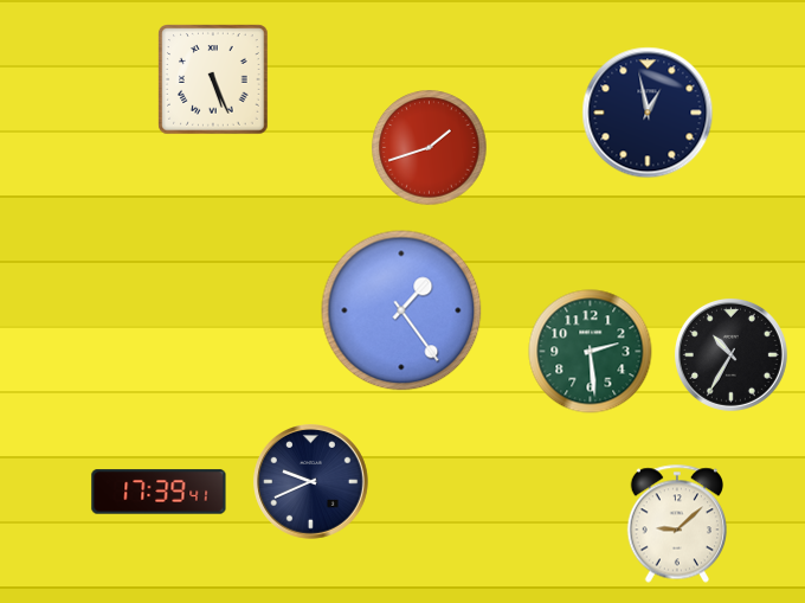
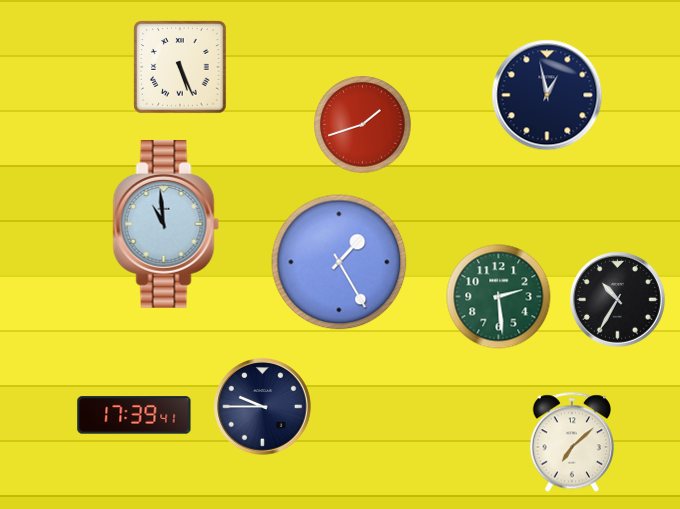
clock at (166, 224): none -> 10:59
clock at (401, 310): 1:24 -> 1:25
clock at (311, 482): 9:41 -> 9:45
clock at (676, 524): 9:08 -> 7:08
